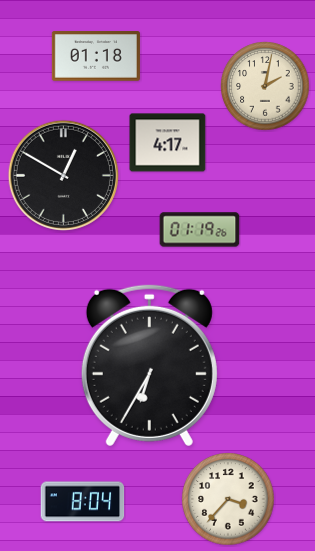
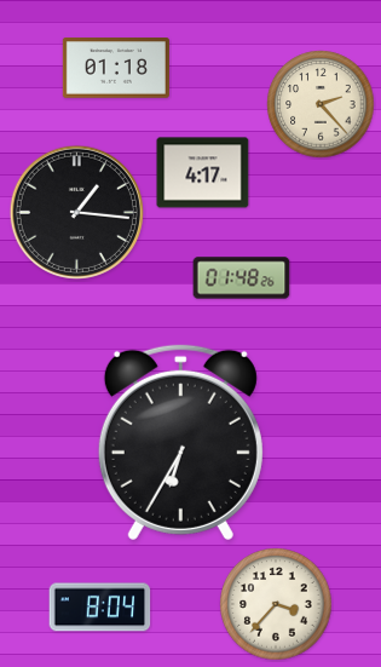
clock at (265, 86): 2:02 -> 2:23
clock at (63, 175): 12:50 -> 1:16
clock at (200, 230): 01:19 -> 01:48
